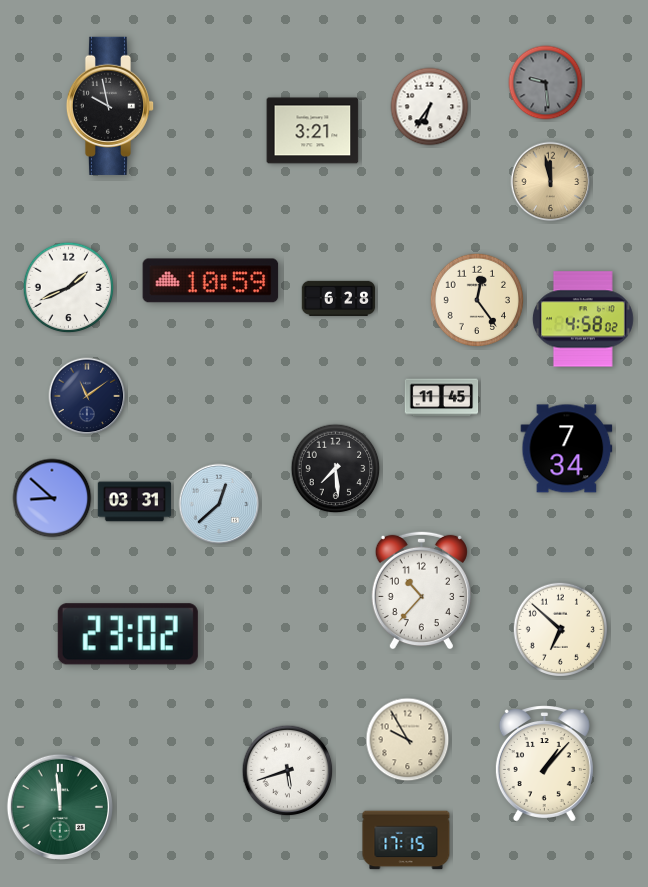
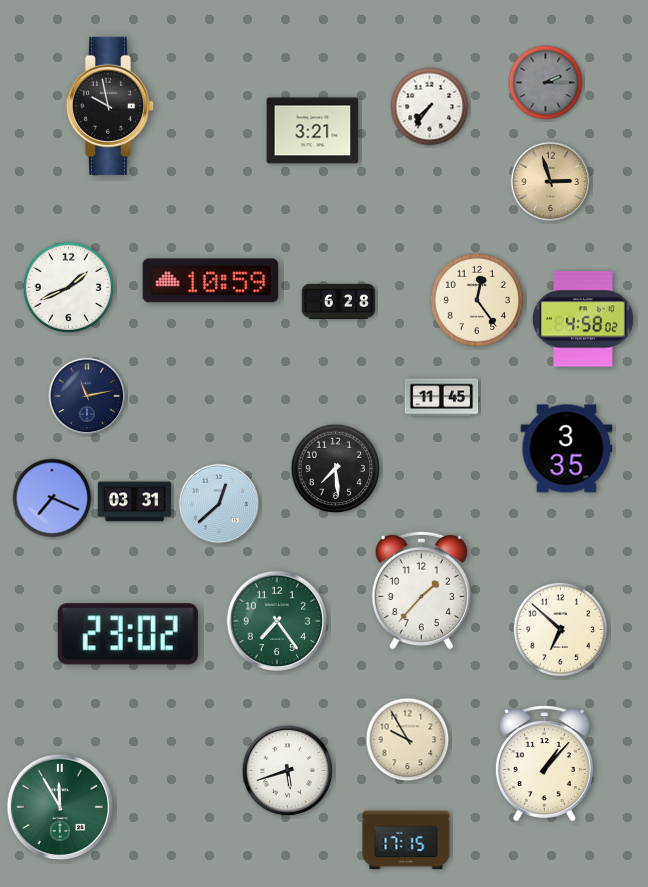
clock at (546, 83): 9:29 -> 2:15
clock at (430, 107): 6:36 -> 7:36
clock at (551, 182): 11:58 -> 2:57
clock at (339, 298) position: (339, 298) -> (339, 301)
clock at (87, 396): 11:09 -> 11:13
clock at (567, 449): 7:34 -> 3:35
clock at (52, 498): 8:52 -> 7:19
clock at (421, 590): 10:37 -> 1:37
clock at (276, 620): none -> 7:24
clock at (60, 807): 11:59 -> 11:55
